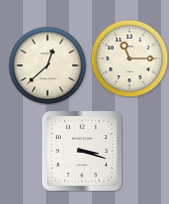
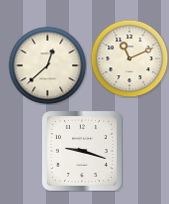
clock at (129, 58): 11:15 -> 11:11
clock at (82, 151): 3:18 -> 9:18
